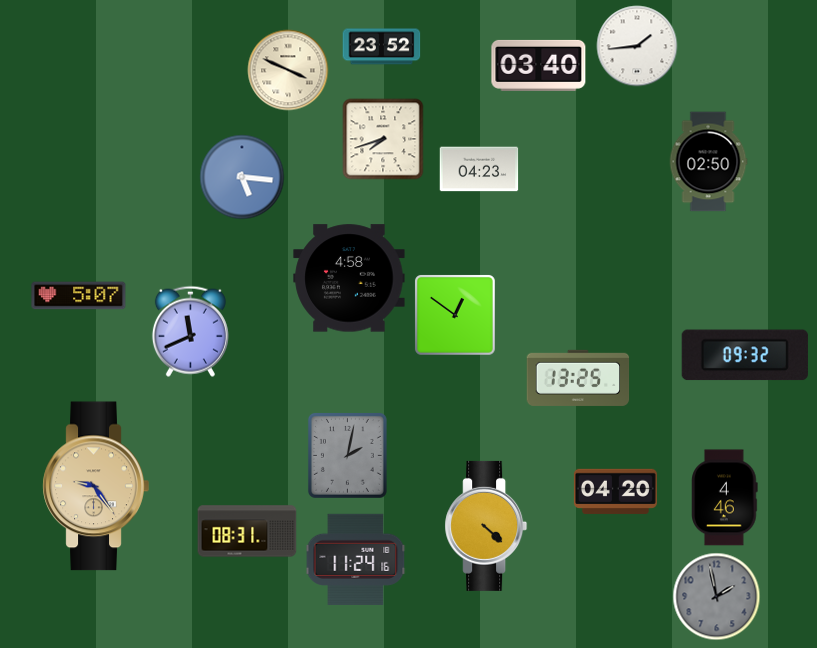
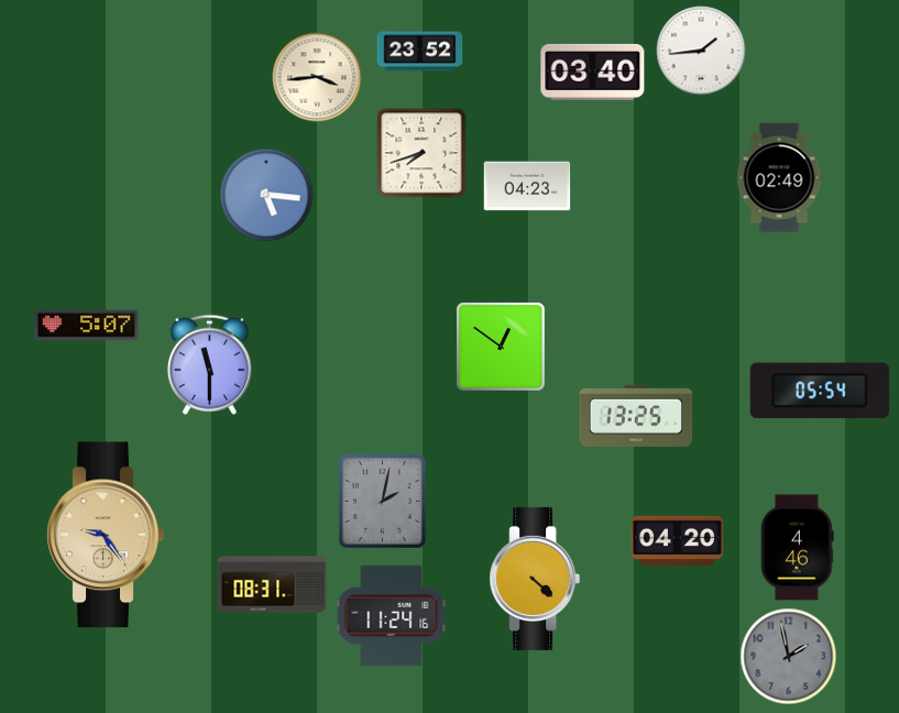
clock at (288, 70): 3:49 -> 3:44
clock at (708, 162): 02:50 -> 02:49
clock at (349, 278): 4:58 -> none
clock at (190, 331): 11:41 -> 11:30
clock at (745, 355): 09:32 -> 05:54
